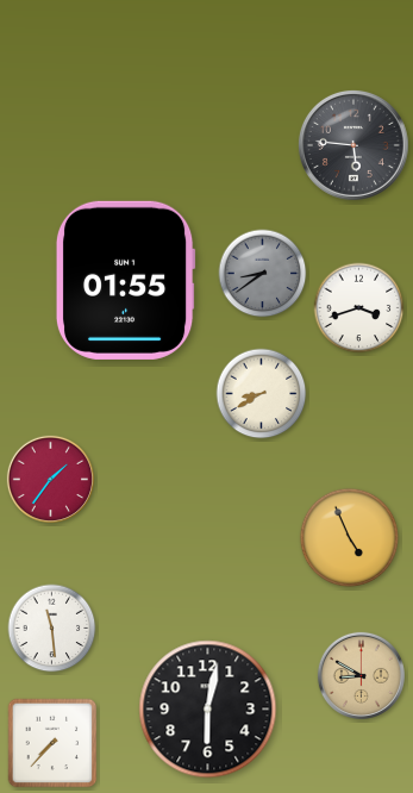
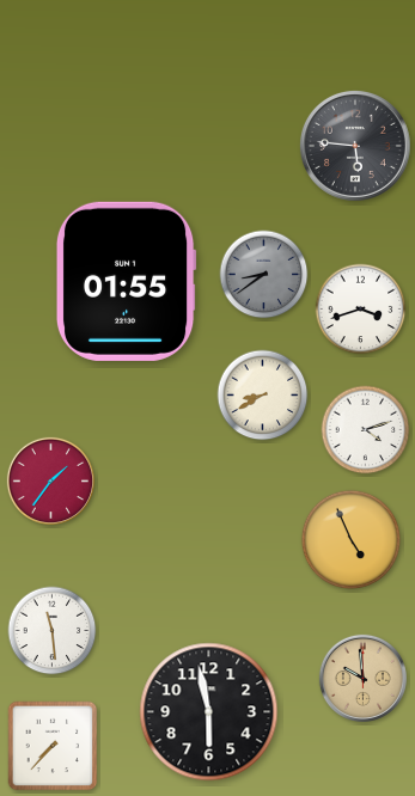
clock at (366, 430): none -> 4:12
clock at (361, 675): 8:50 -> 9:59
clock at (208, 710): 6:02 -> 5:58
